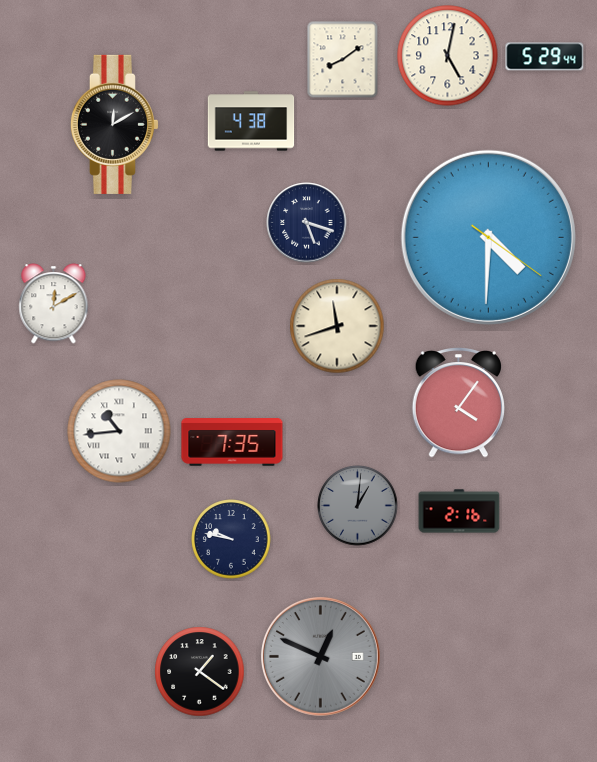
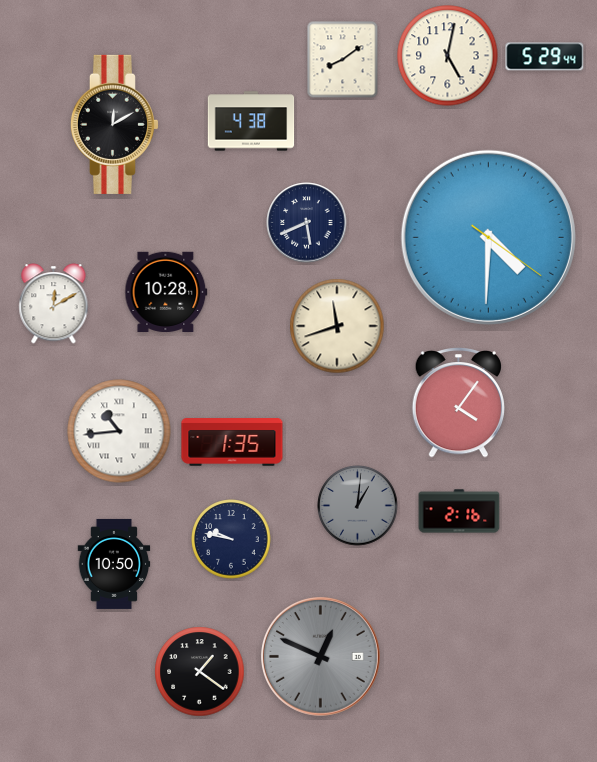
clock at (307, 223): 5:18 -> 5:41
clock at (166, 291): none -> 10:28
clock at (232, 442): 7:35 -> 1:35
clock at (114, 564): none -> 10:50
